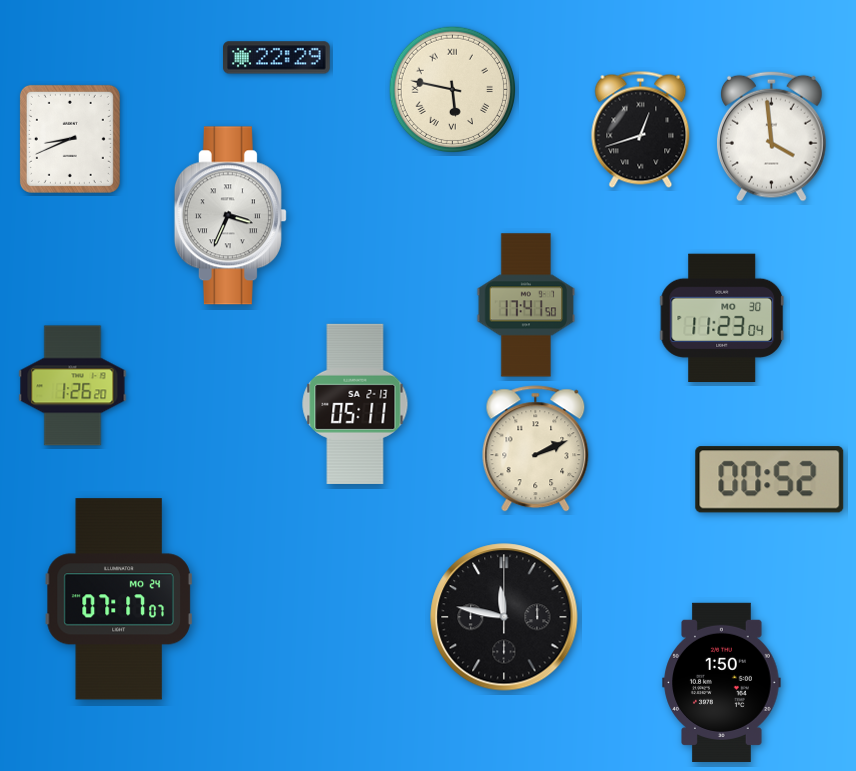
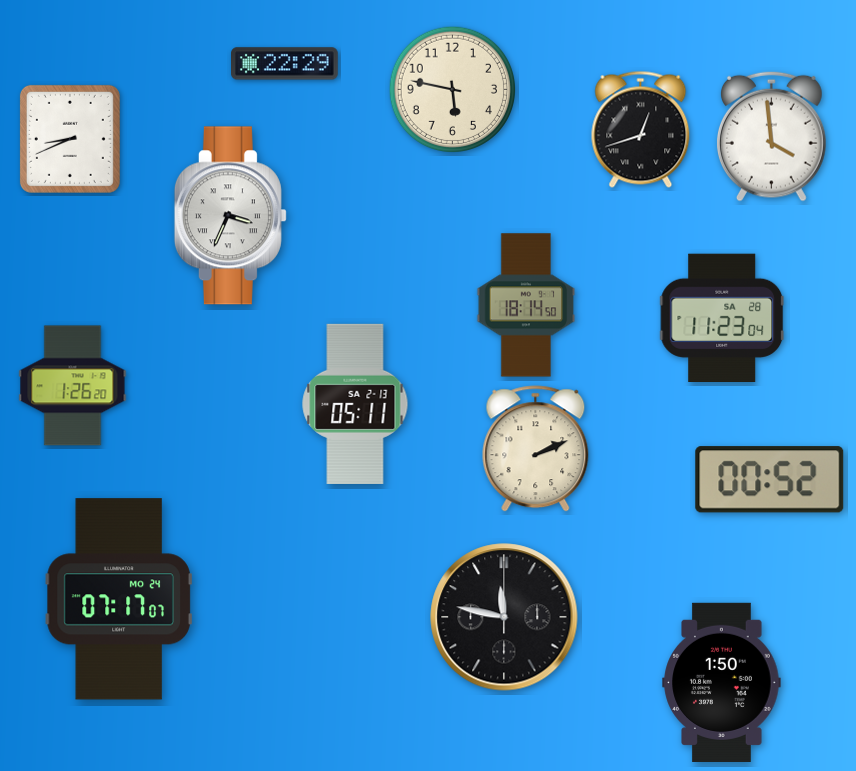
clock at (277, 58) position: (277, 58) -> (285, 64)
clock at (452, 89) numerals: Roman -> Arabic
clock at (526, 305): 17:41 -> 18:14
clock at (722, 317) date: MO 30 -> SA 28
